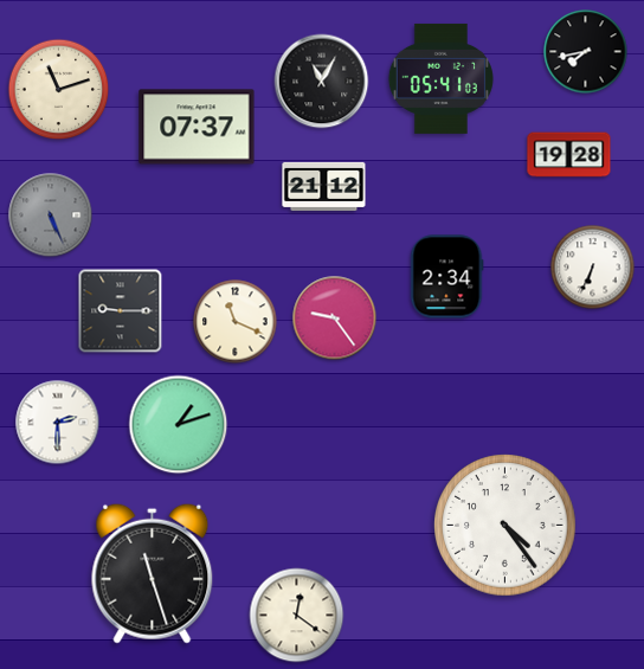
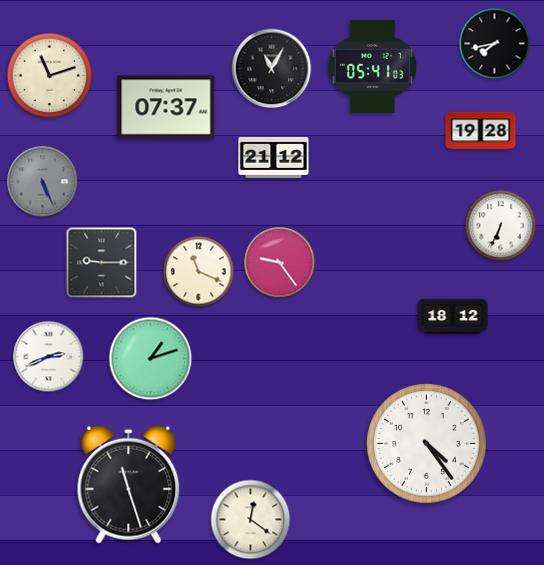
clock at (446, 277): 2:34 -> none
clock at (335, 319) position: (335, 319) -> (280, 263)
clock at (453, 317): none -> 18:12
clock at (58, 423): 2:30 -> 2:41
